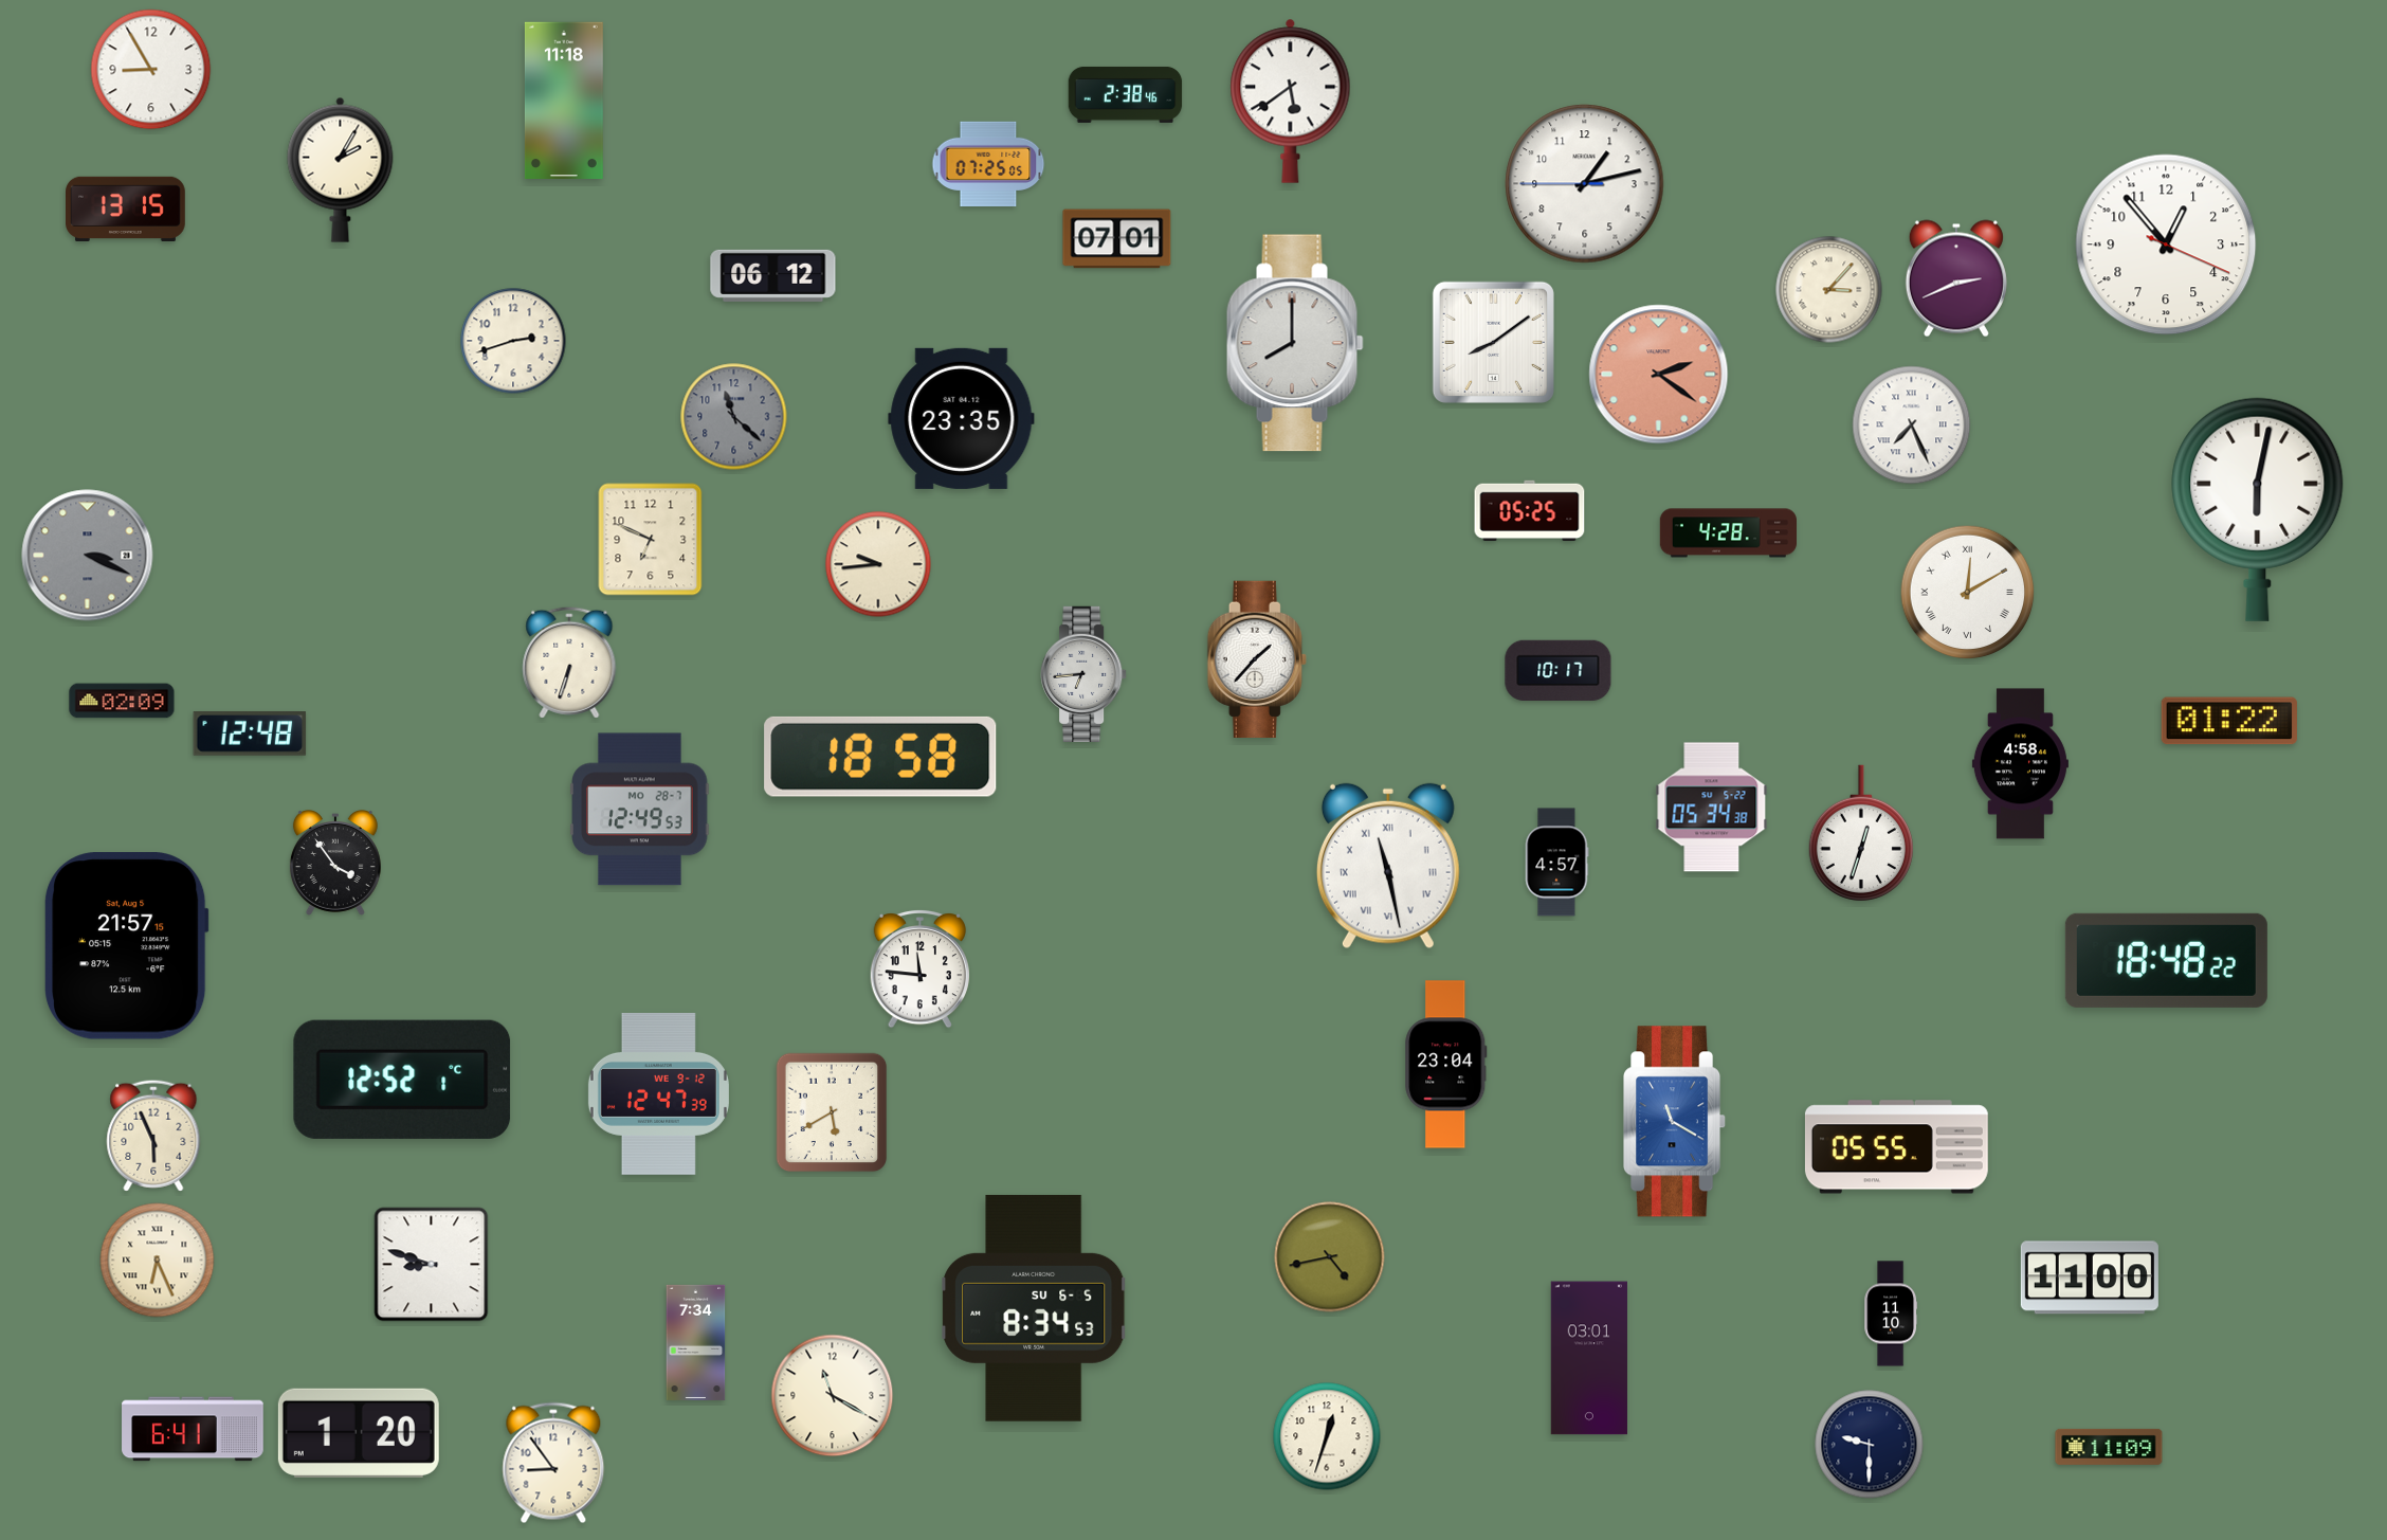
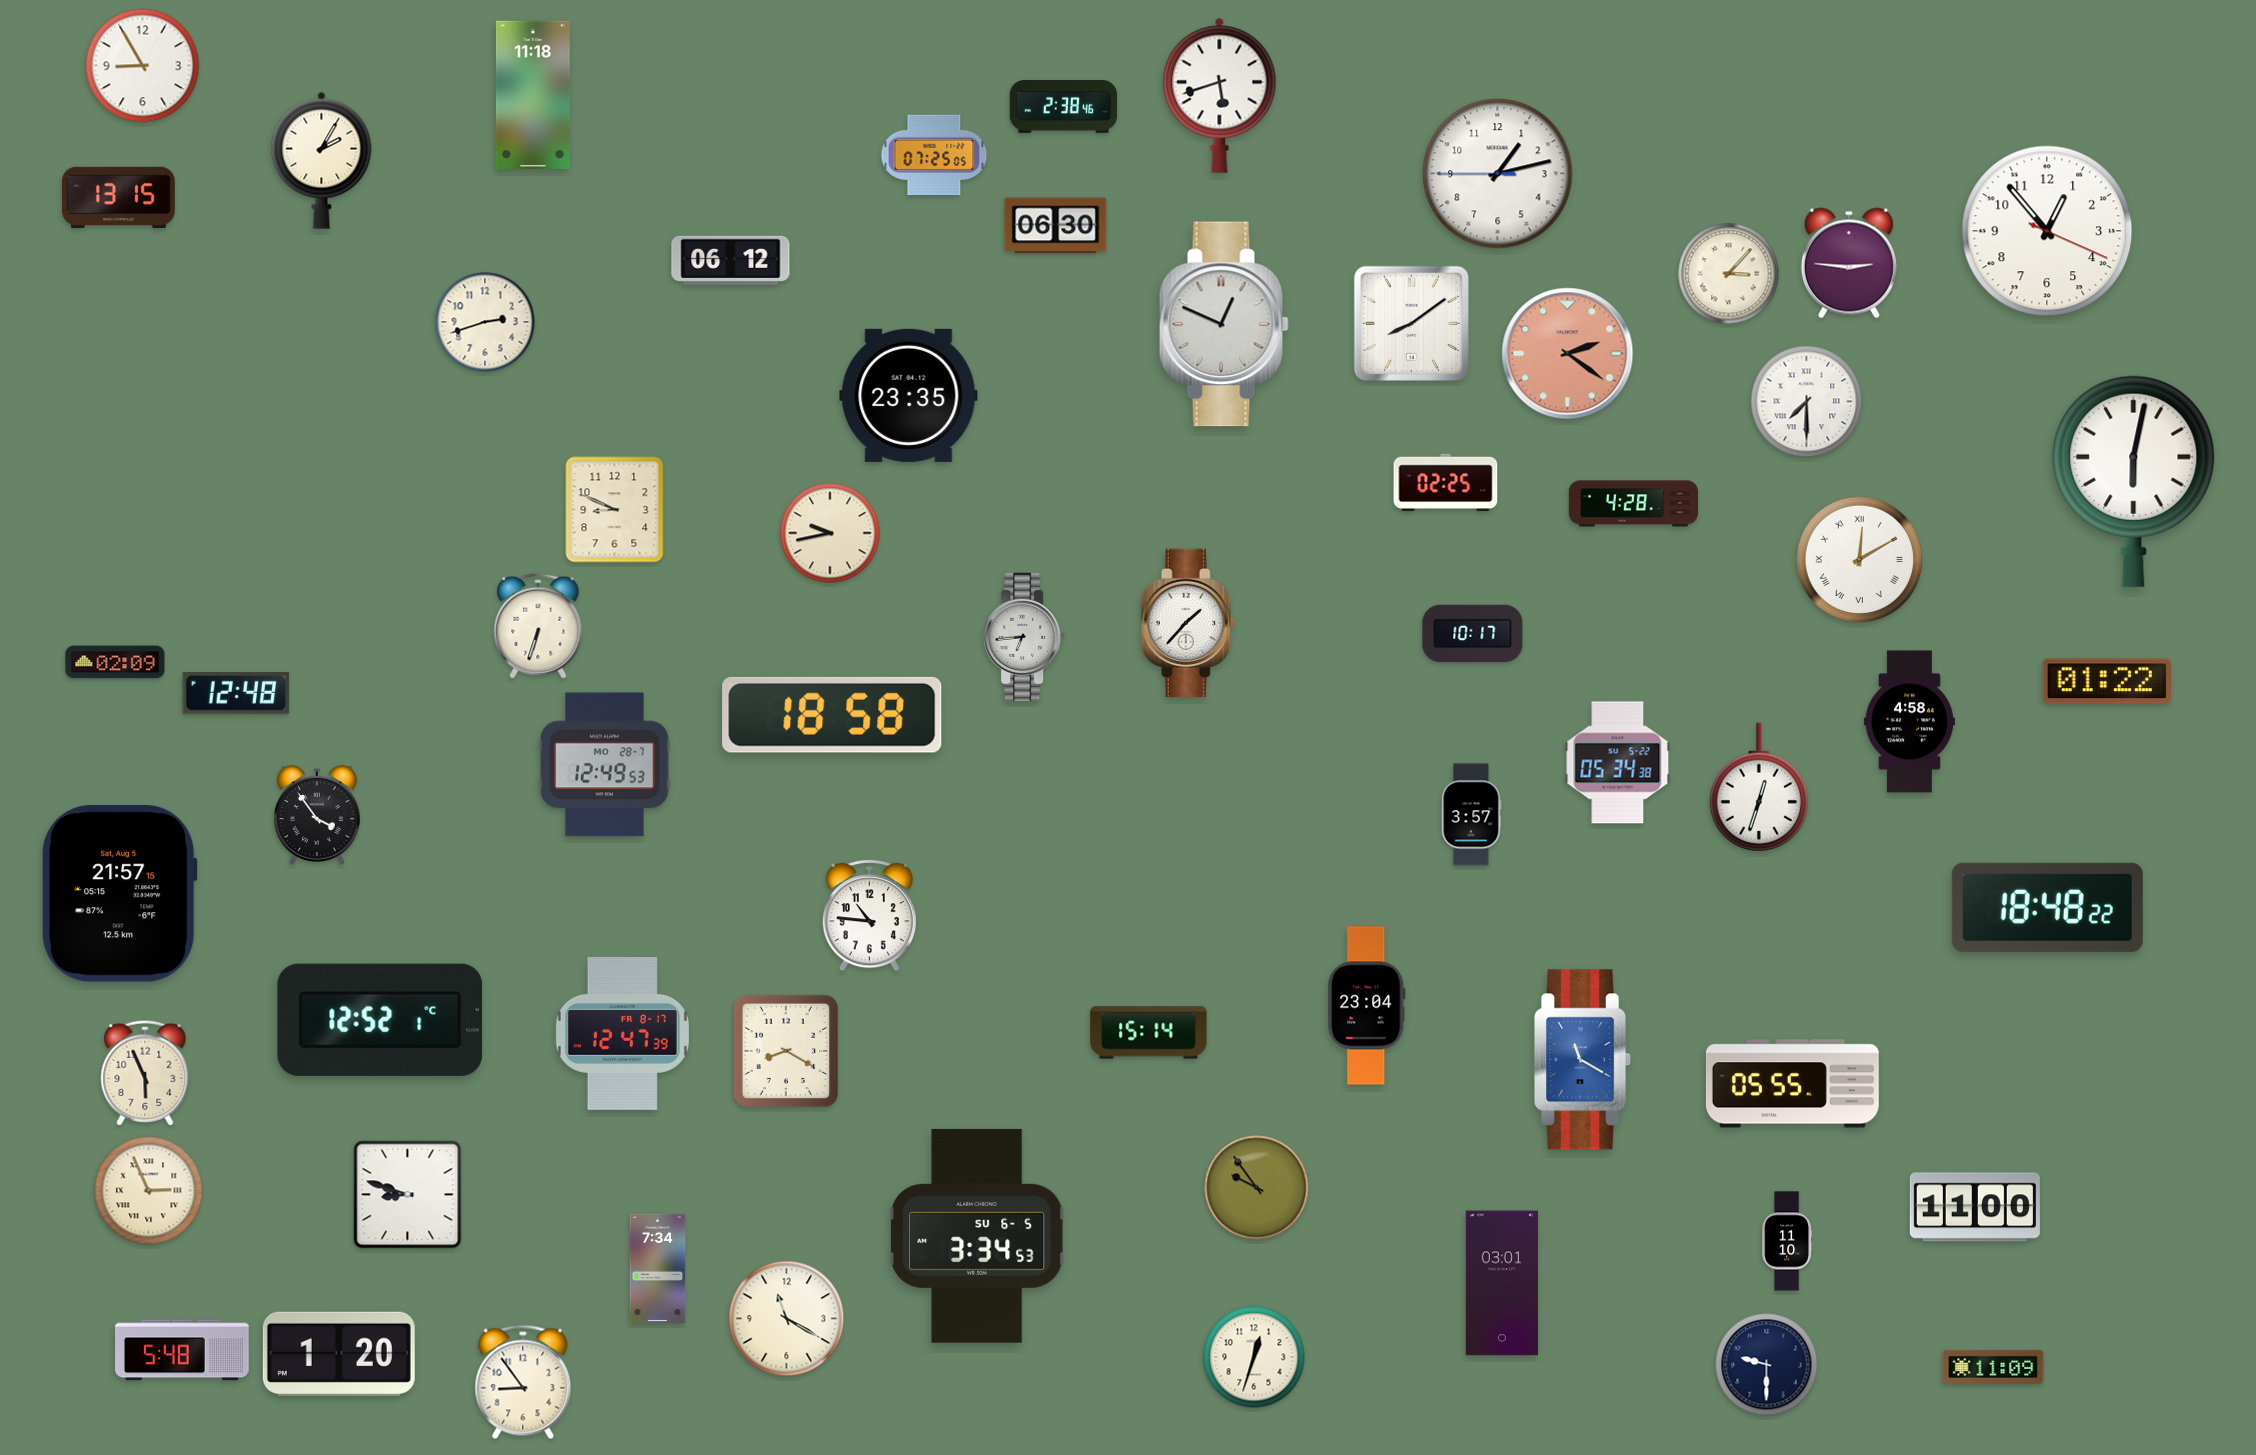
clock at (1126, 94) position: (1126, 94) -> (1064, 106)
clock at (1291, 101): 5:39 -> 5:42
clock at (1117, 239): 07:01 -> 06:30
clock at (1956, 278): 2:41 -> 2:46
clock at (1295, 343): 8:00 -> 12:49
clock at (734, 417): 11:22 -> none
clock at (1912, 425): 7:26 -> 7:30
clock at (1530, 511): 05:25 -> 02:25
clock at (651, 540): 6:49 -> 8:49
clock at (88, 556): 3:19 -> none
clock at (878, 564): 9:44 -> 9:43
clock at (1556, 863): 4:57 -> 3:57
clock at (1388, 866): 11:28 -> none
clock at (919, 968): 11:46 -> 10:46
clock at (658, 1093) date: WE 9-12 -> FR 8-17
clock at (1149, 1033): none -> 15:14
clock at (832, 1112): 5:40 -> 8:20
clock at (1330, 1257): 4:43 -> 9:54
clock at (158, 1261): 6:26 -> 2:56
clock at (1034, 1308): 8:34 -> 3:34
clock at (193, 1429): 6:41 -> 5:48
